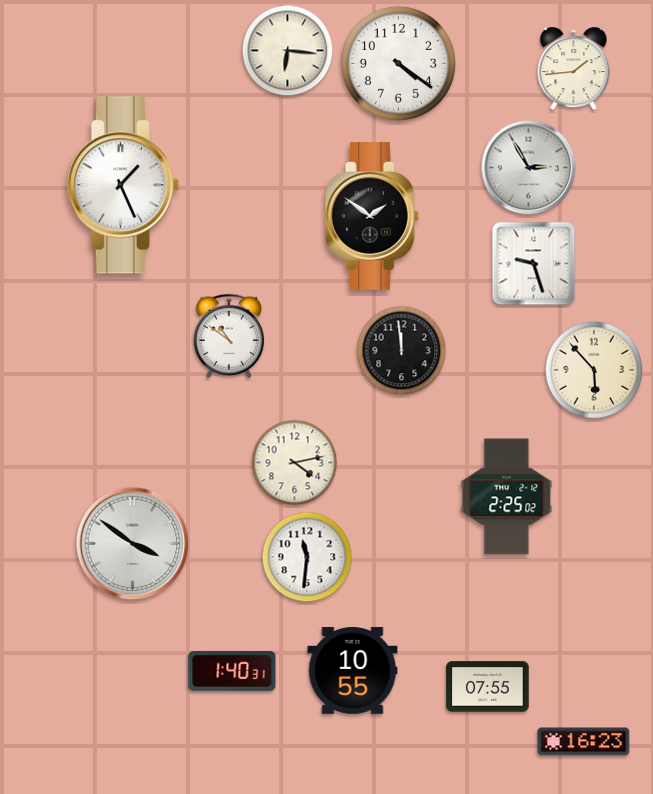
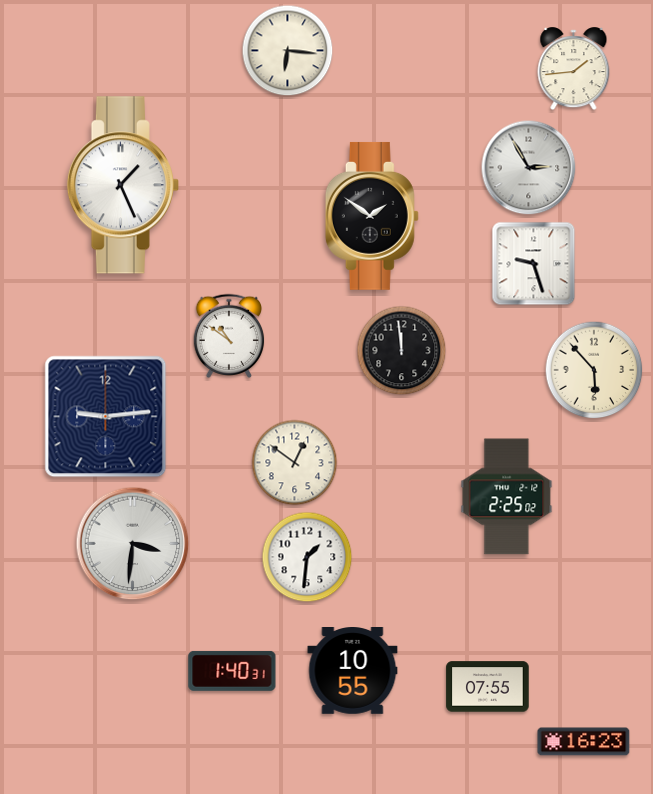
clock at (398, 63): 4:21 -> none
clock at (106, 417): none -> 9:14
clock at (295, 463): 4:13 -> 12:51
clock at (133, 544): 3:51 -> 3:31
clock at (307, 557): 11:31 -> 1:31
